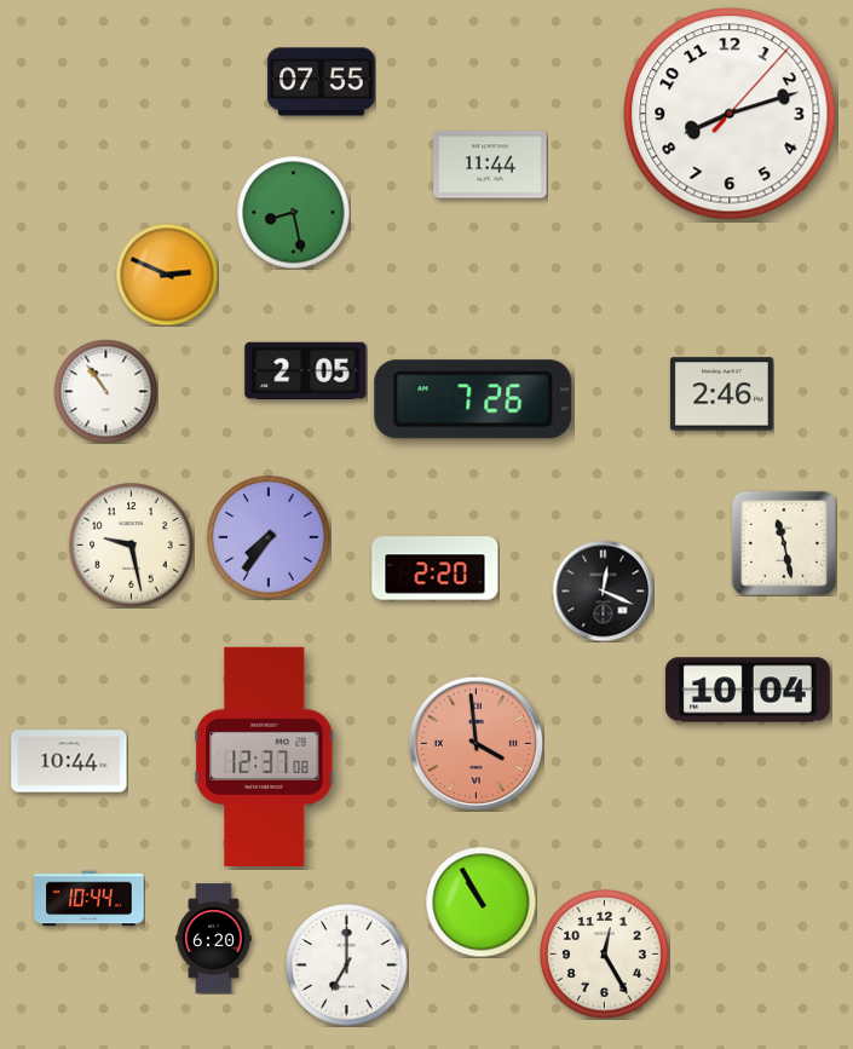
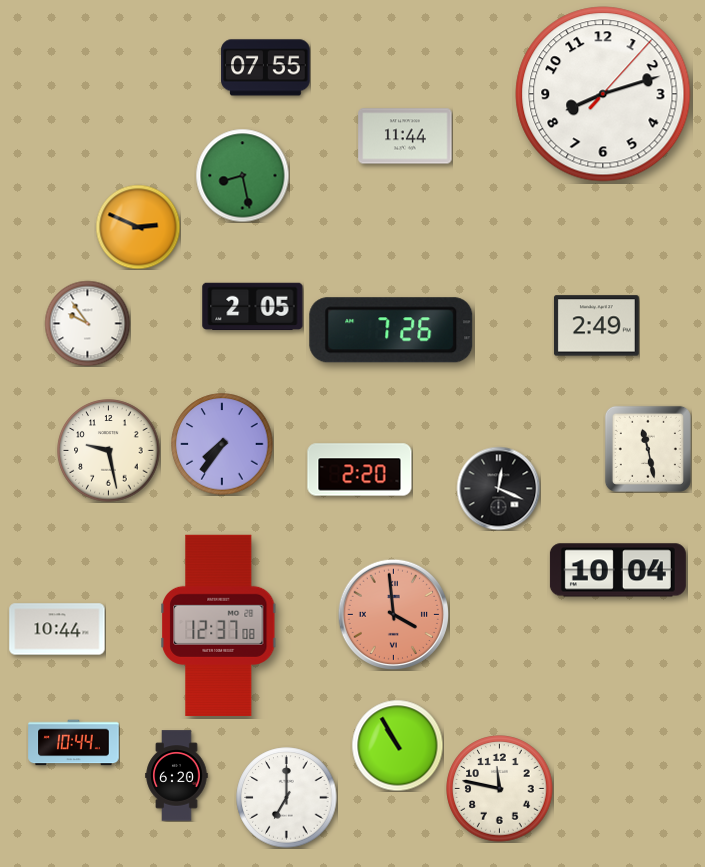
clock at (105, 391): 10:54 -> 9:54
clock at (721, 394): 2:46 -> 2:49
clock at (605, 955): 12:25 -> 11:47
